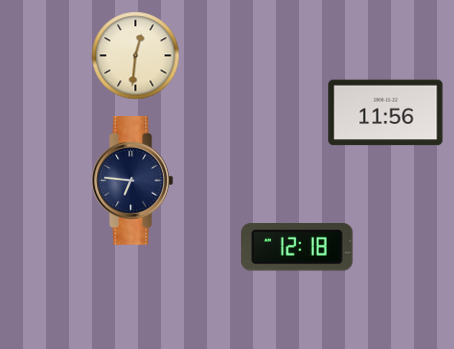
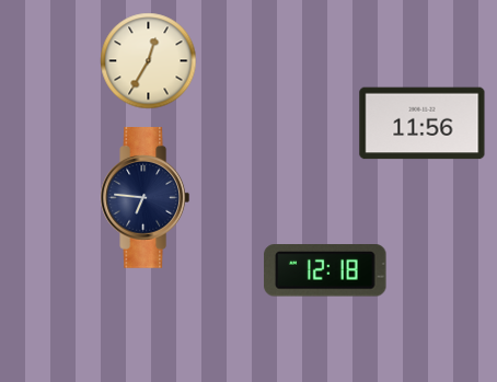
clock at (136, 56): 12:31 -> 12:35
